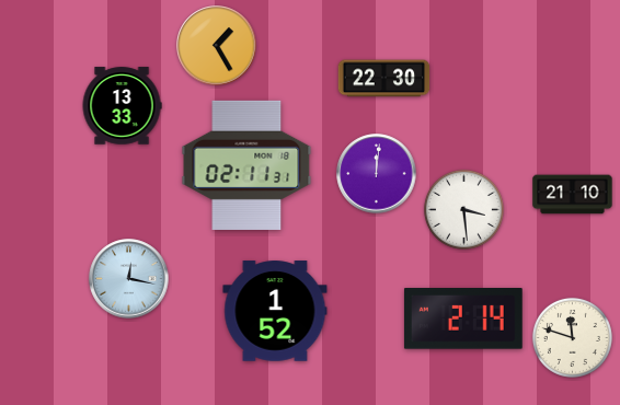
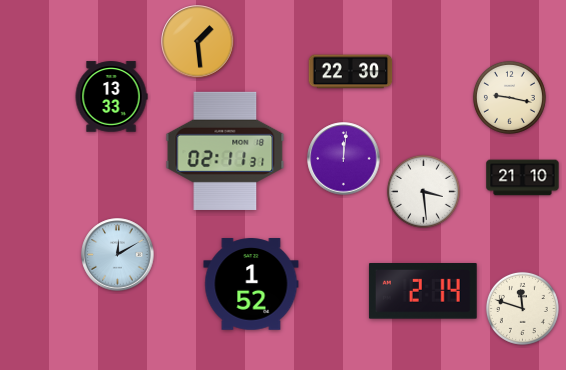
clock at (217, 46): 1:25 -> 1:29
clock at (509, 97): none -> 9:17
clock at (129, 279): 12:17 -> 12:10
